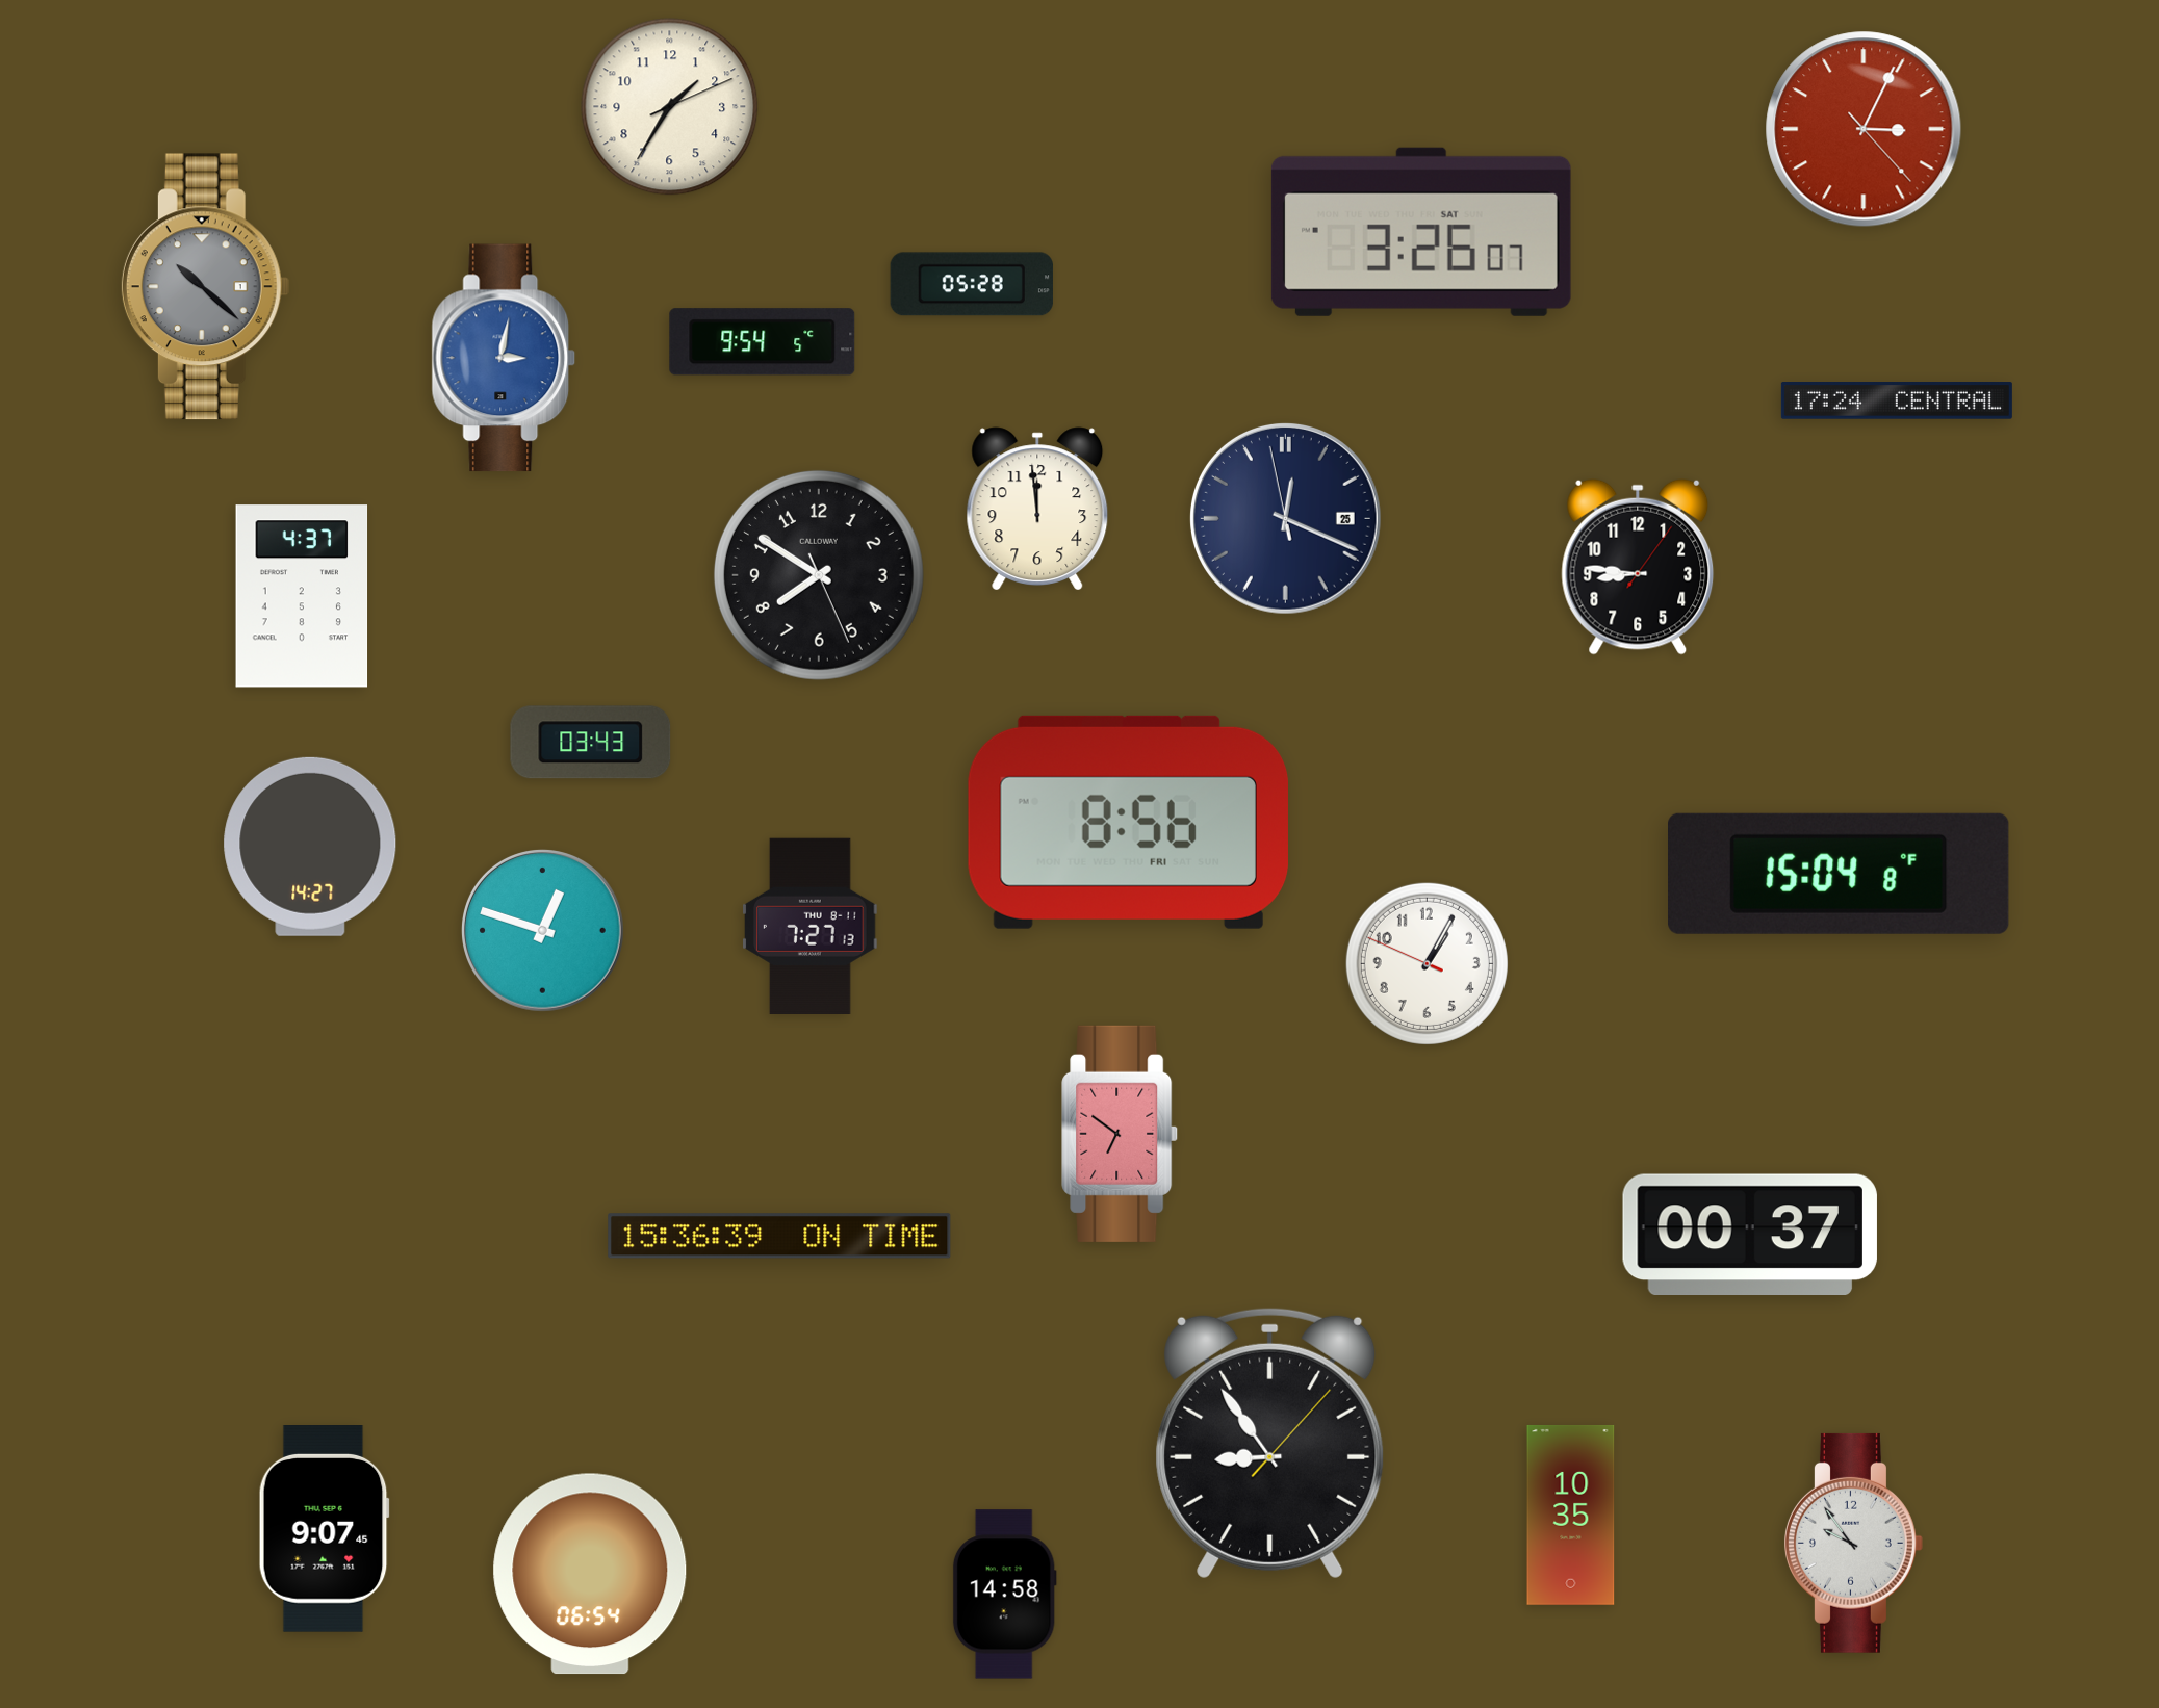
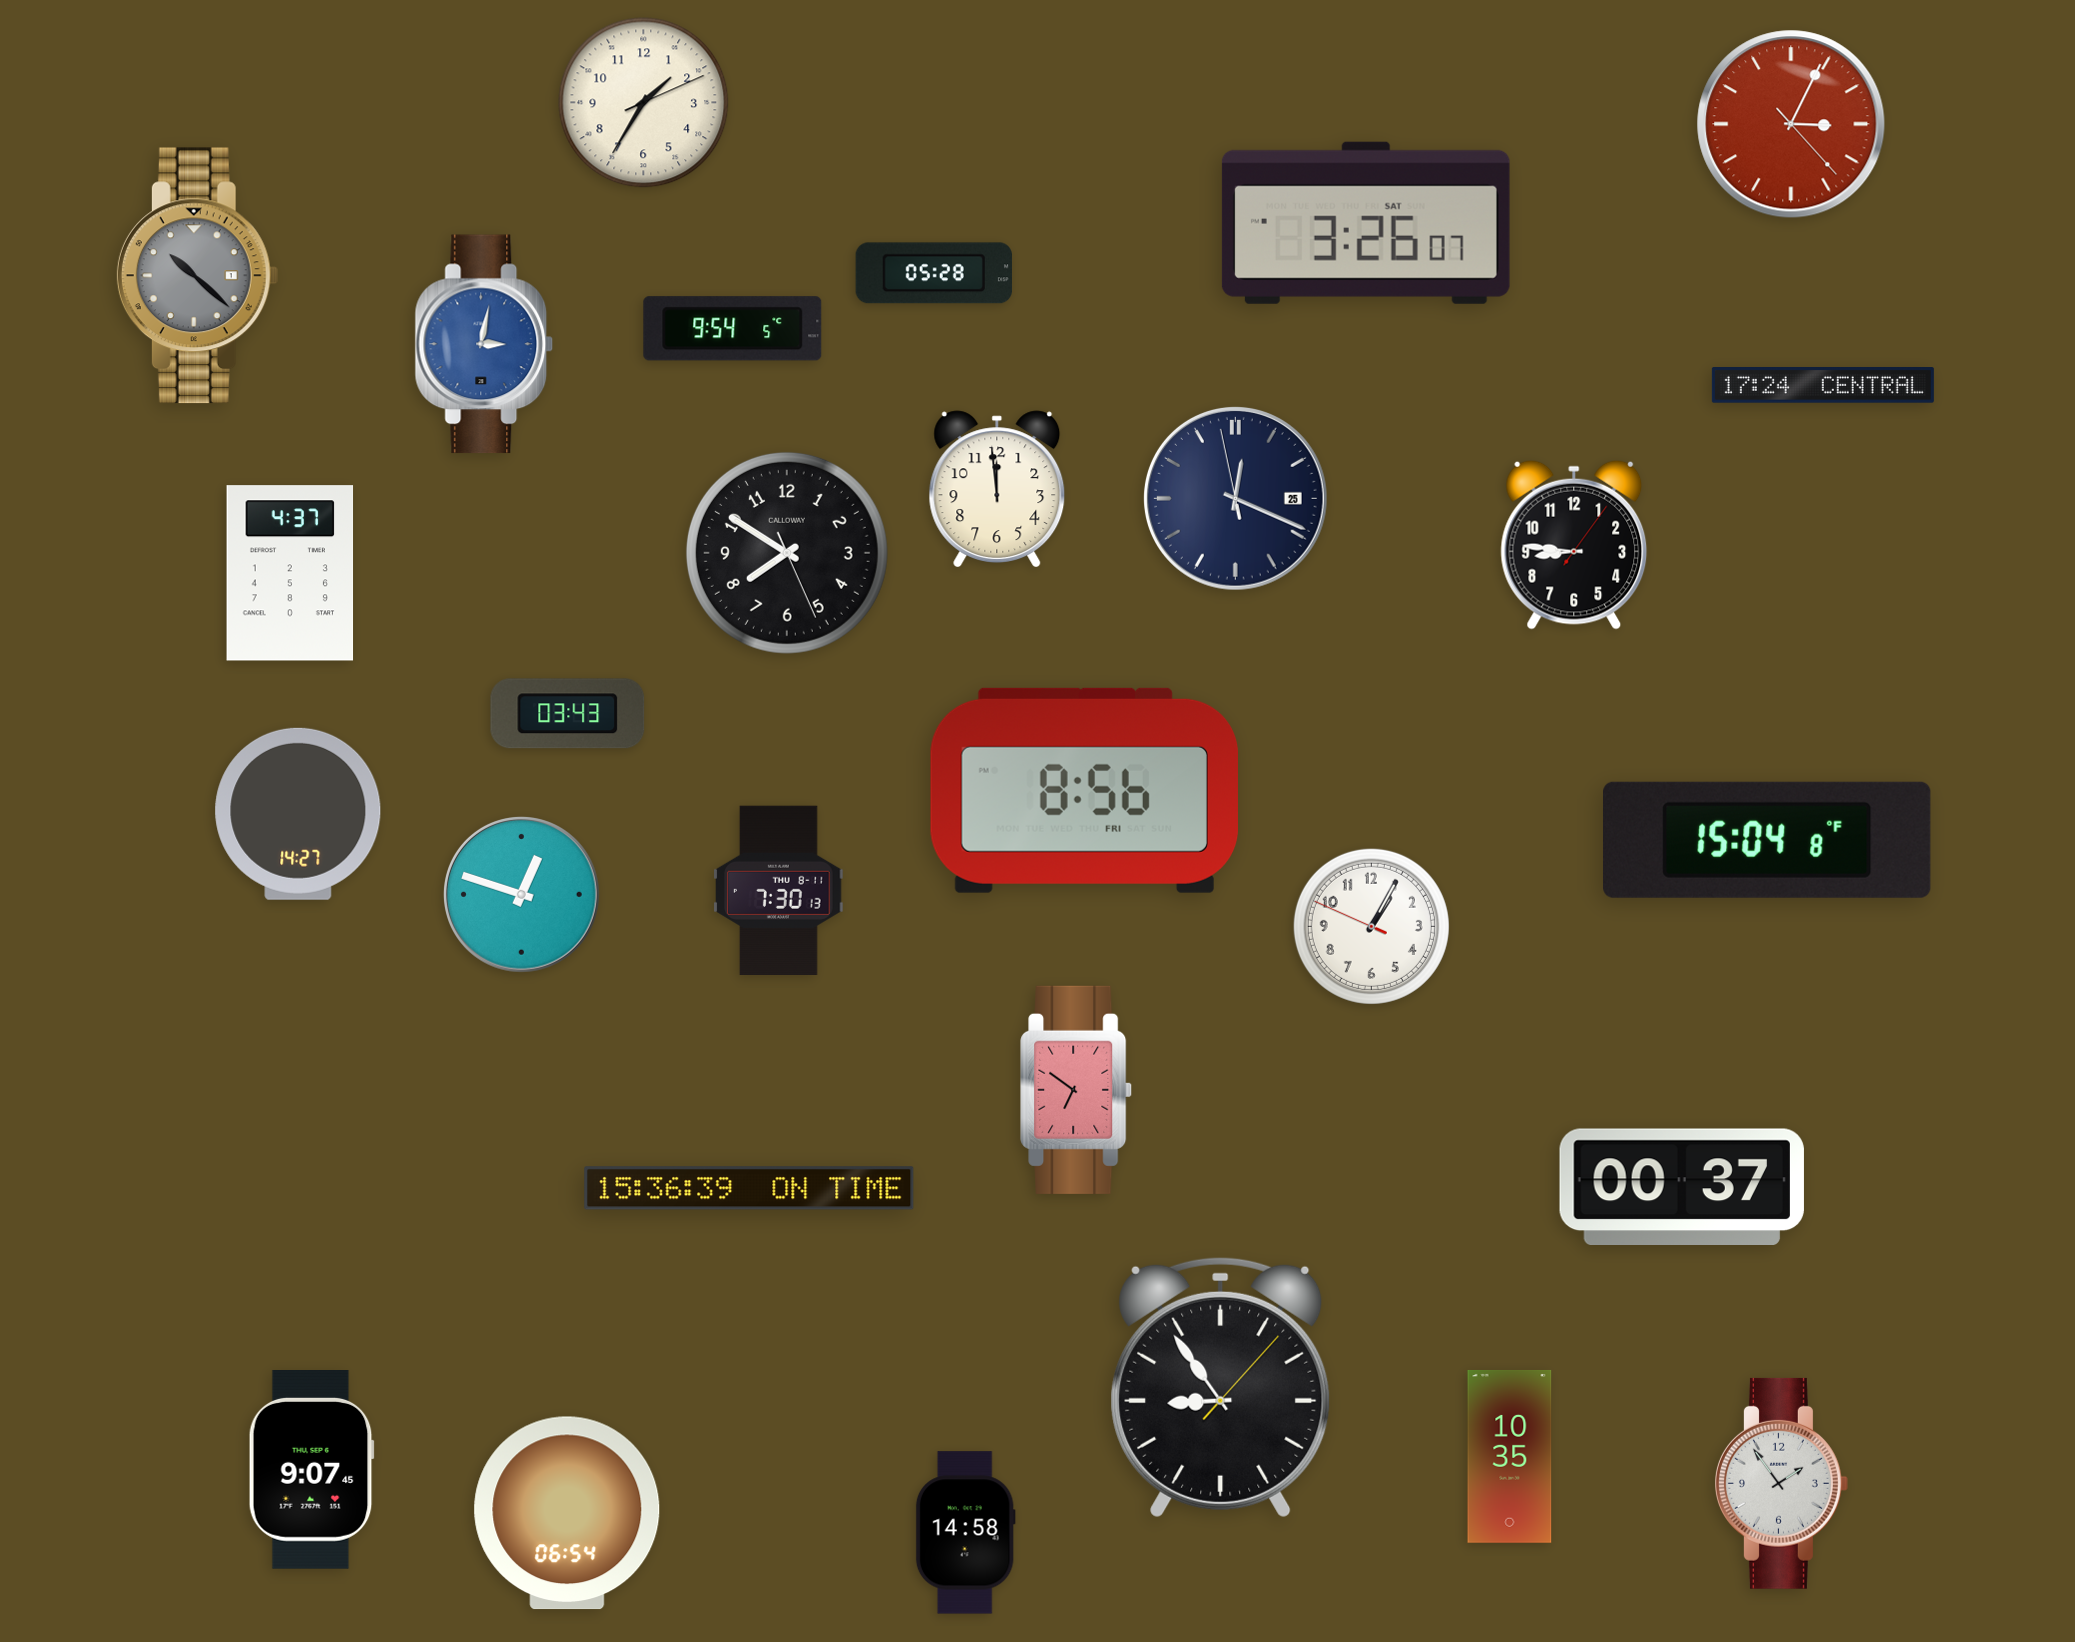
clock at (811, 926): 7:27 -> 7:30
clock at (1854, 1543): 9:54 -> 1:54
